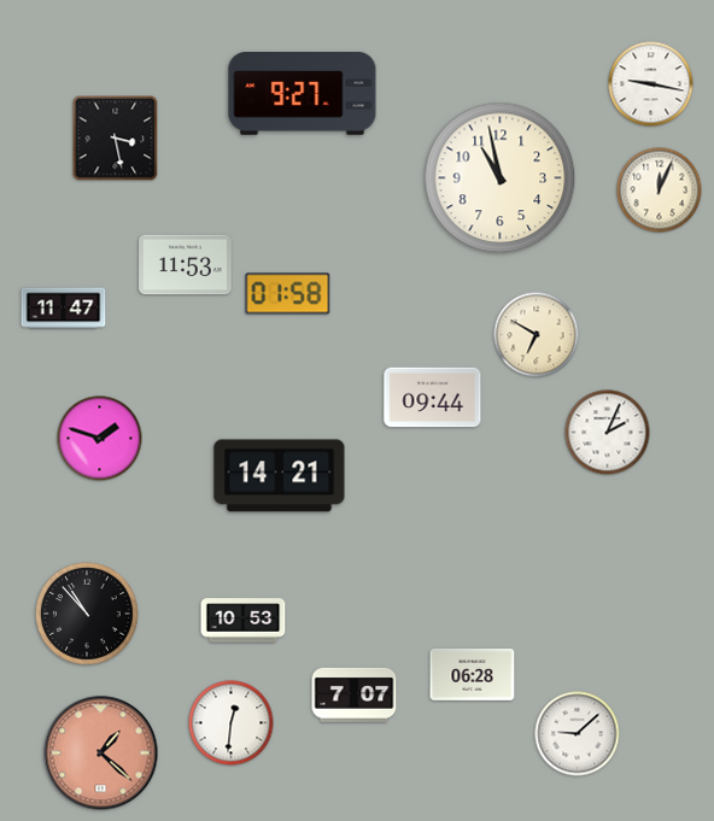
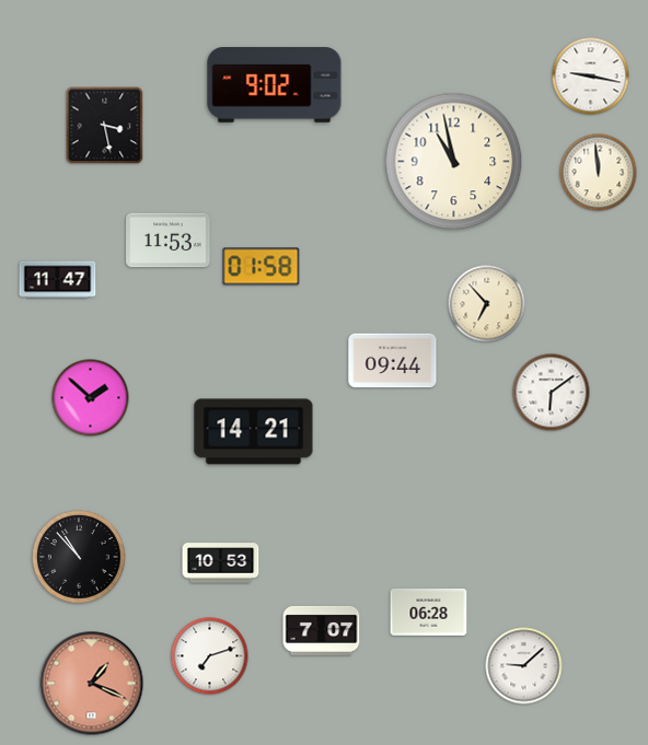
clock at (303, 94): 9:27 -> 9:02
clock at (660, 190): 12:04 -> 11:59
clock at (537, 335): 6:50 -> 6:53
clock at (608, 433): 2:04 -> 6:09
clock at (100, 439): 1:48 -> 1:52
clock at (232, 723): 12:31 -> 7:12
clock at (101, 753): 1:22 -> 1:19
